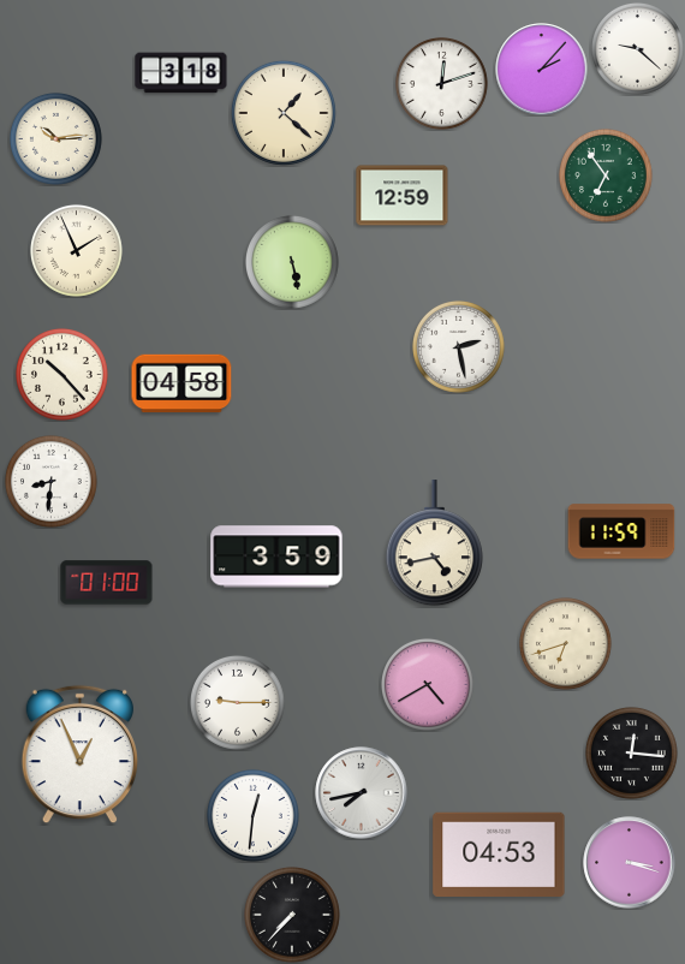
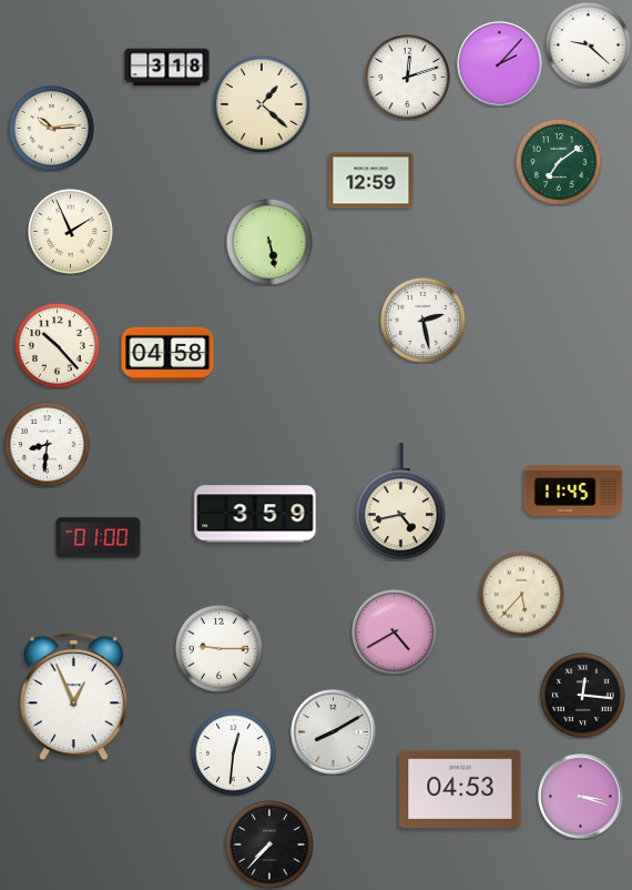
clock at (606, 175): 6:54 -> 7:09
clock at (621, 531): 11:59 -> 11:45
clock at (565, 643): 6:42 -> 5:37
clock at (362, 793): 7:43 -> 8:10
